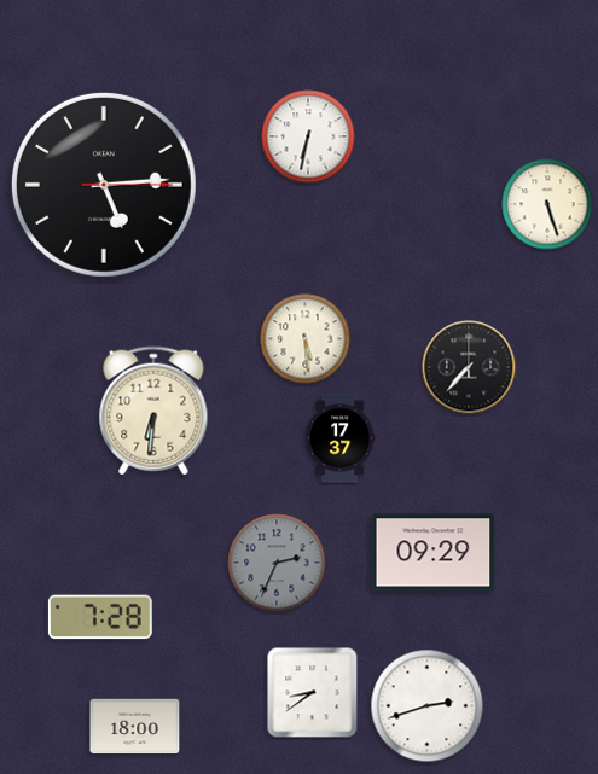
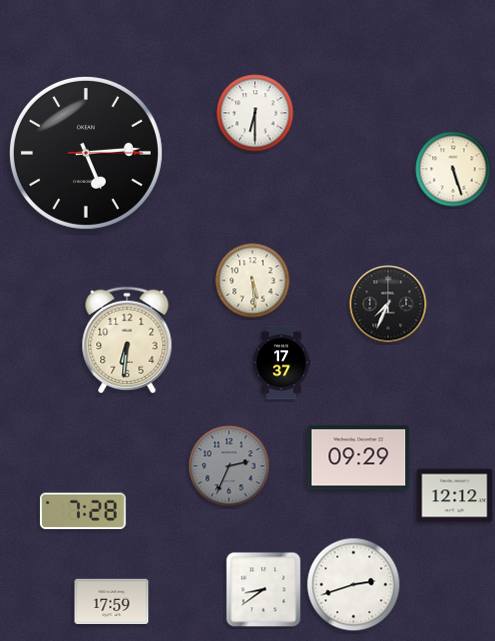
clock at (308, 136): 6:32 -> 6:30
clock at (469, 367): 7:37 -> 7:34
clock at (455, 496): none -> 12:12
clock at (313, 693) position: (313, 693) -> (264, 590)
clock at (135, 727): 18:00 -> 17:59
